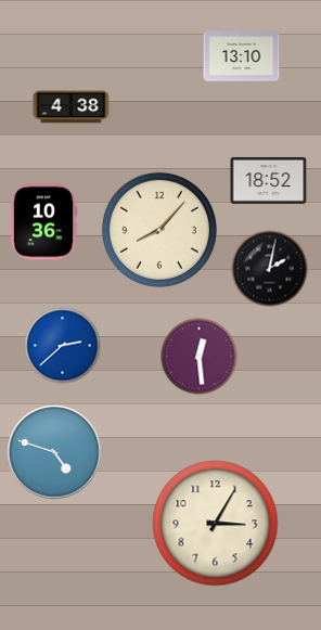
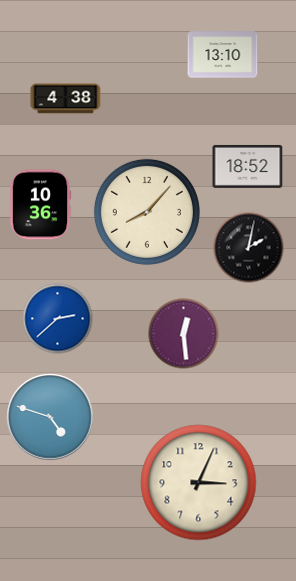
clock at (242, 56) position: (242, 56) -> (223, 55)
clock at (200, 357) position: (200, 357) -> (184, 334)
clock at (216, 524): 3:05 -> 3:04
